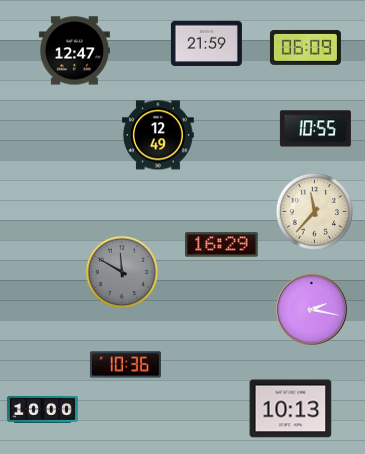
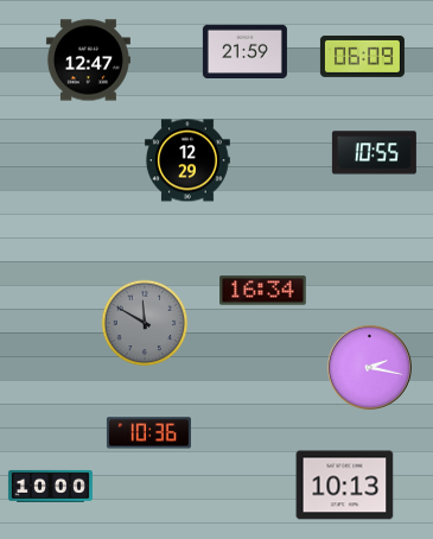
clock at (158, 135): 12:49 -> 12:29
clock at (314, 211): 11:37 -> none
clock at (222, 245): 16:29 -> 16:34
